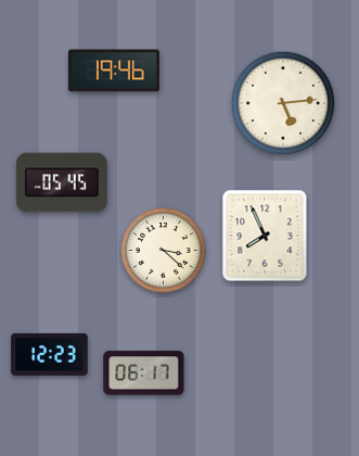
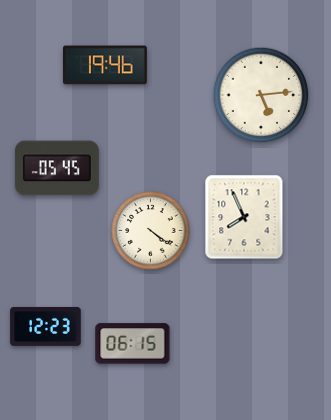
clock at (164, 251): 3:22 -> 4:21
clock at (144, 373): 06:17 -> 06:15
